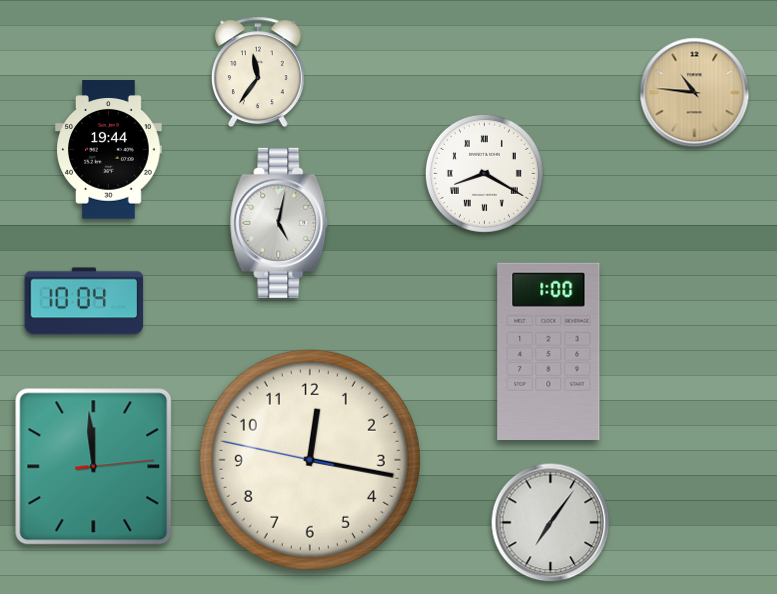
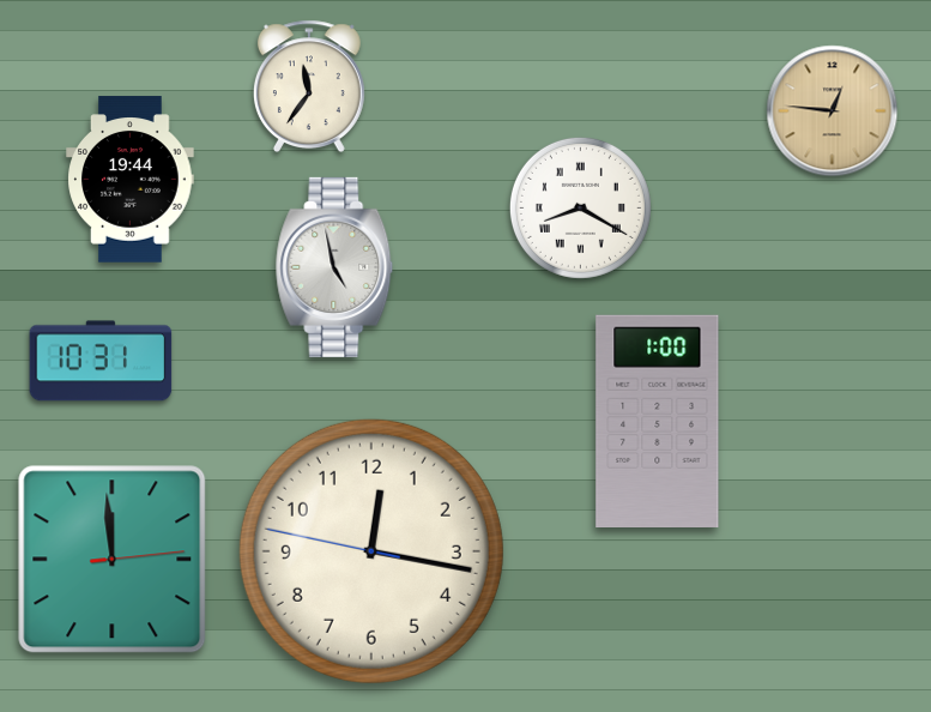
clock at (695, 93): 10:46 -> 12:46
clock at (279, 223): 5:02 -> 4:58
clock at (84, 301): 10:04 -> 10:31
clock at (551, 523): 7:06 -> none
